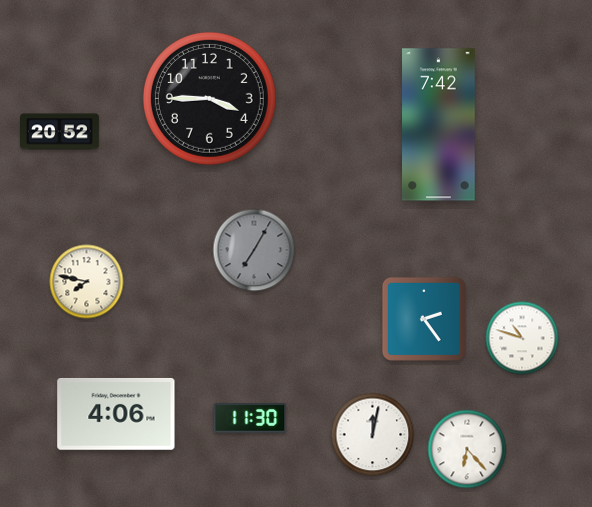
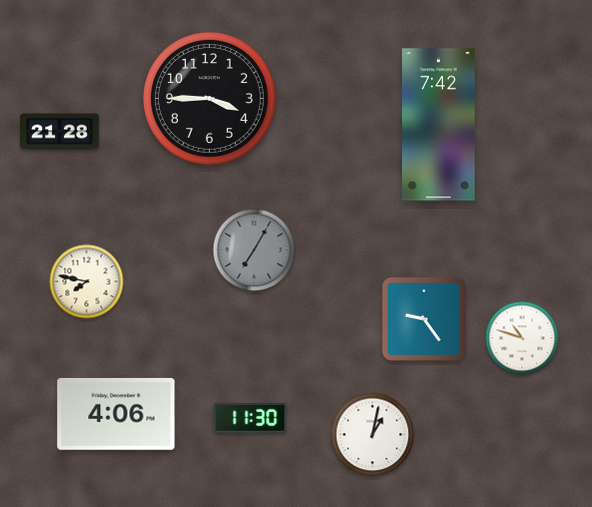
clock at (60, 132): 20:52 -> 21:28
clock at (424, 319): 2:24 -> 9:24
clock at (373, 435): 12:02 -> 1:02
clock at (467, 449): 6:23 -> none
